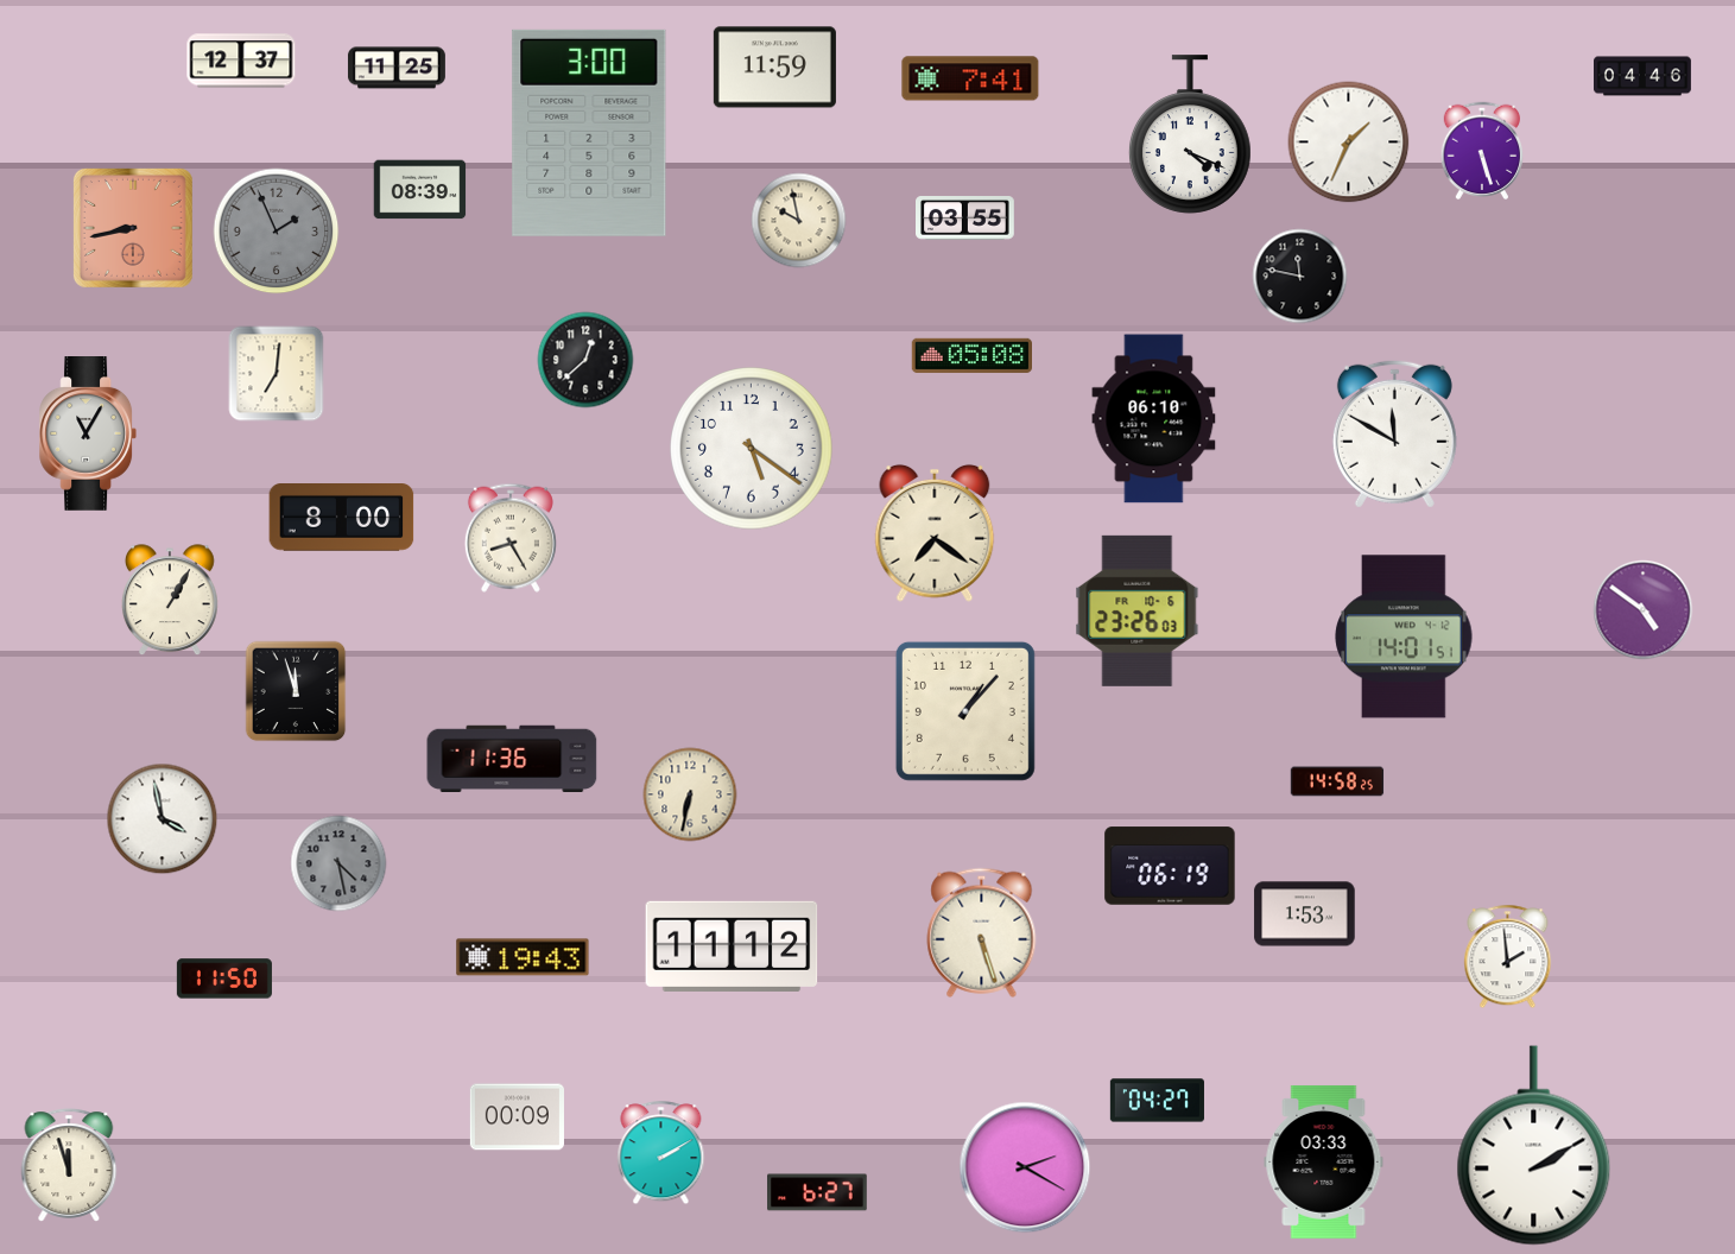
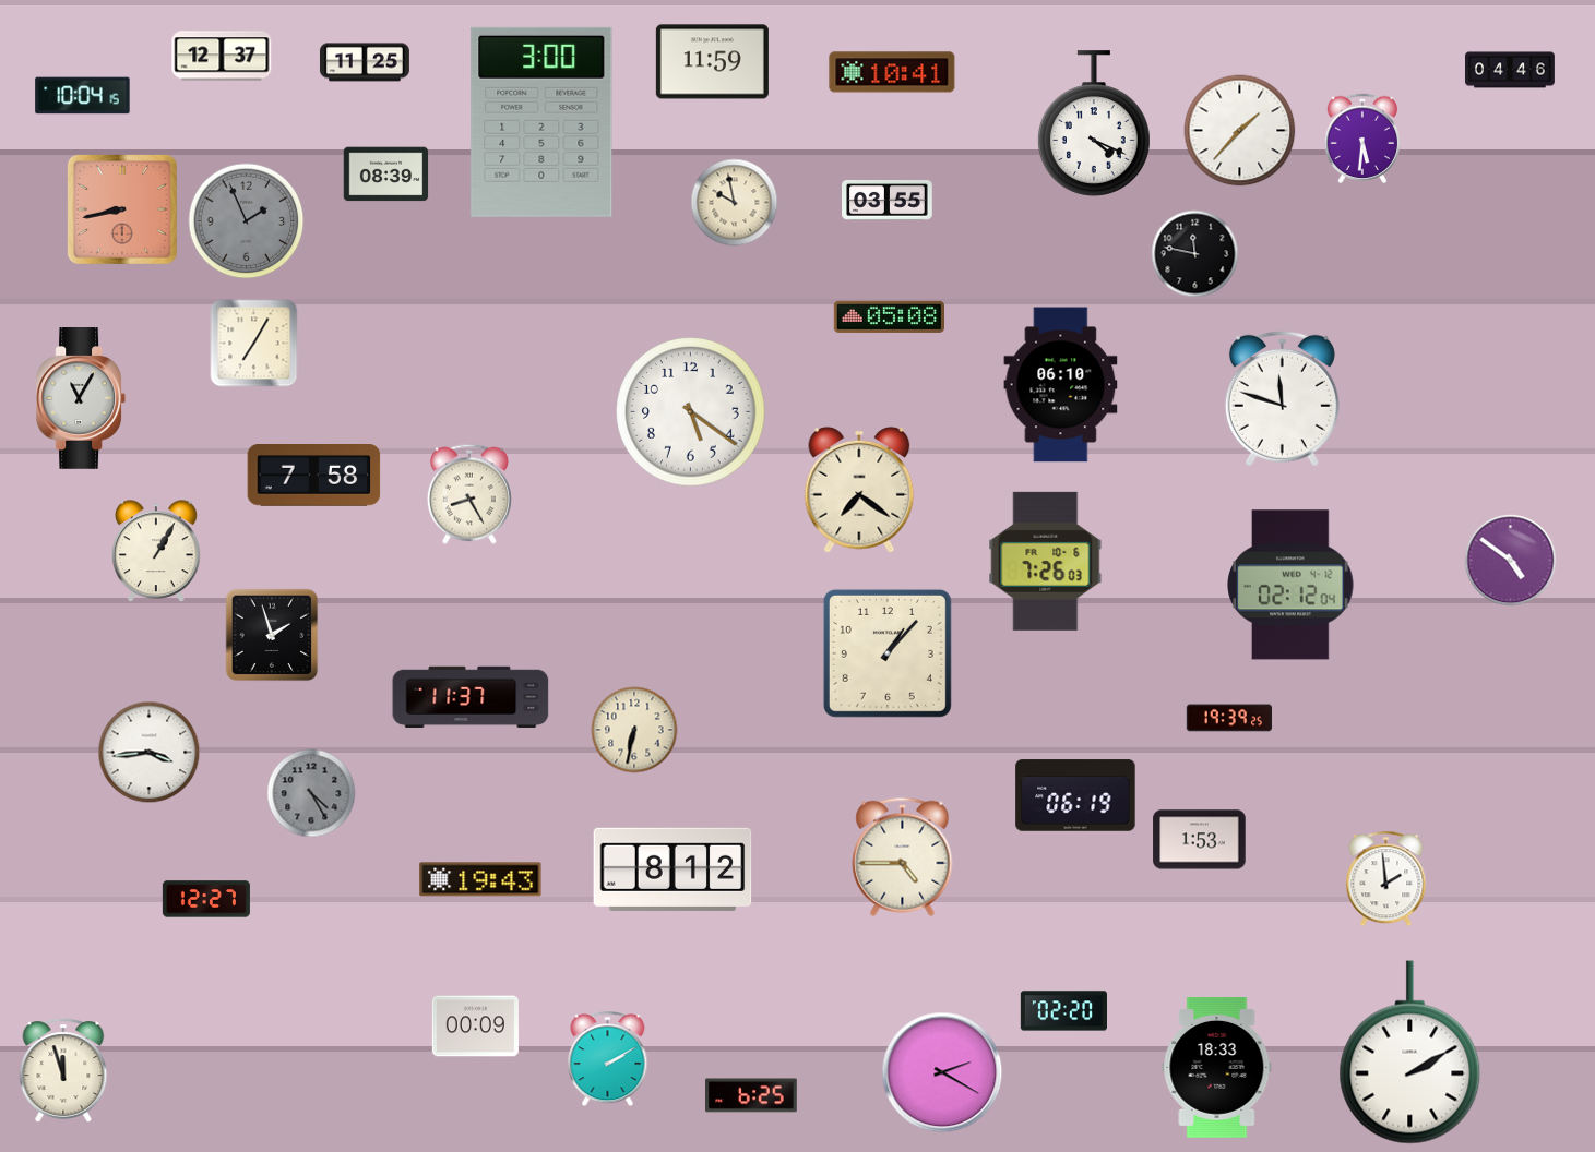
clock at (970, 78): 7:41 -> 10:41
clock at (83, 96): none -> 10:04
clock at (1349, 142): 1:34 -> 1:37
clock at (1481, 150): 5:27 -> 5:31
clock at (277, 232) position: (277, 232) -> (247, 221)
clock at (971, 355) position: (971, 355) -> (889, 316)
clock at (585, 360): 12:38 -> none
clock at (277, 374): 7:01 -> 7:05
clock at (1394, 433): 11:50 -> 11:48
clock at (342, 518): 8:00 -> 7:58
clock at (1138, 610): 23:26 -> 7:26
clock at (1404, 636): 14:01 -> 02:12
clock at (296, 691): 11:57 -> 1:57
clock at (512, 758): 11:36 -> 11:37
clock at (1337, 781): 14:58 -> 19:39
clock at (163, 819): 3:58 -> 3:44
clock at (338, 863): 4:28 -> 4:25
clock at (982, 932): 5:27 -> 4:45
clock at (732, 946): 11:12 -> 8:12
clock at (224, 978): 11:50 -> 12:27
clock at (1157, 1101): 04:27 -> 02:20
clock at (1324, 1161): 03:33 -> 18:33
clock at (817, 1192): 6:27 -> 6:25
